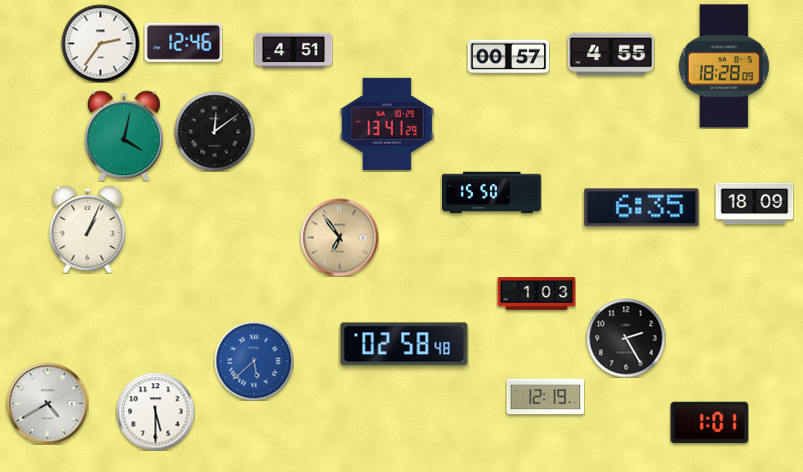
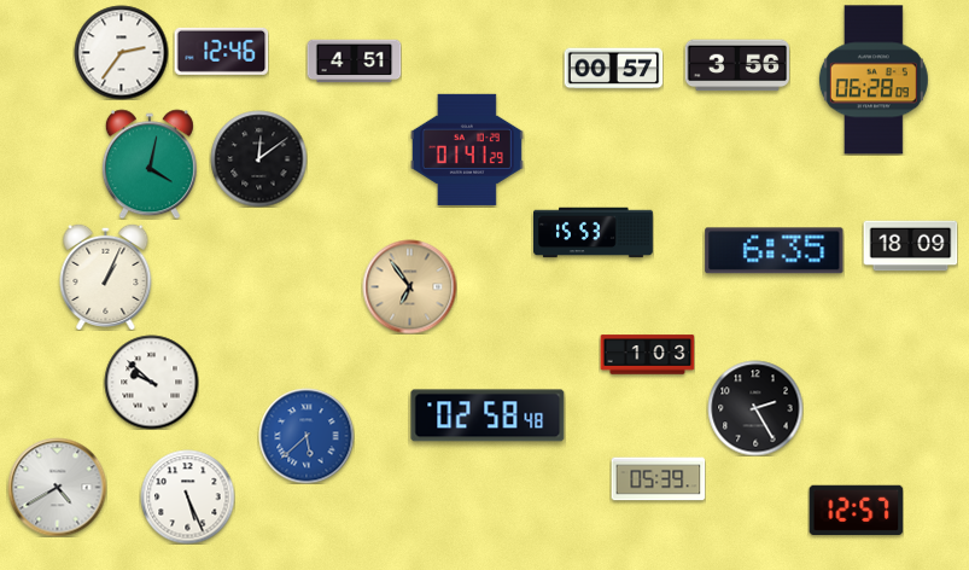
clock at (610, 54): 4:55 -> 3:56
clock at (724, 66): 18:28 -> 06:28
clock at (387, 124): 13:41 -> 01:41
clock at (492, 193): 15:50 -> 15:53
clock at (151, 382): none -> 9:52
clock at (545, 397): 12:19 -> 05:39
clock at (155, 411): 5:30 -> 5:26
clock at (709, 423): 1:01 -> 12:57
